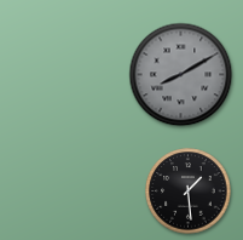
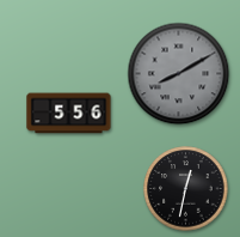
clock at (69, 114): none -> 5:56
clock at (189, 192): 1:29 -> 12:32
